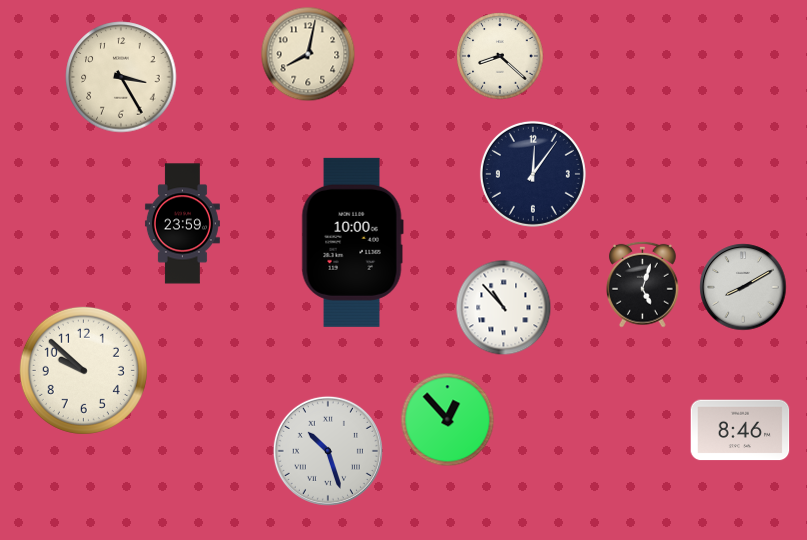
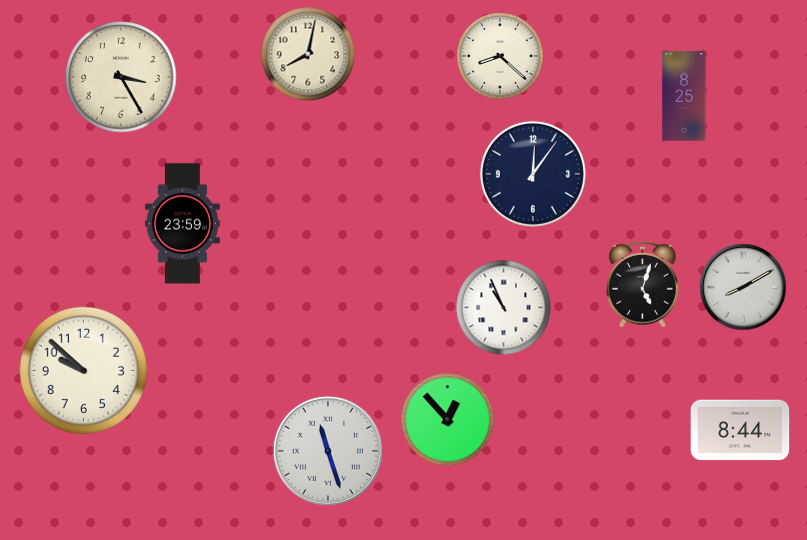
clock at (684, 96): none -> 8:25
clock at (352, 242): 10:00 -> none
clock at (504, 308): 10:53 -> 10:56
clock at (740, 430): 8:46 -> 8:44
clock at (328, 451): 10:27 -> 11:27
